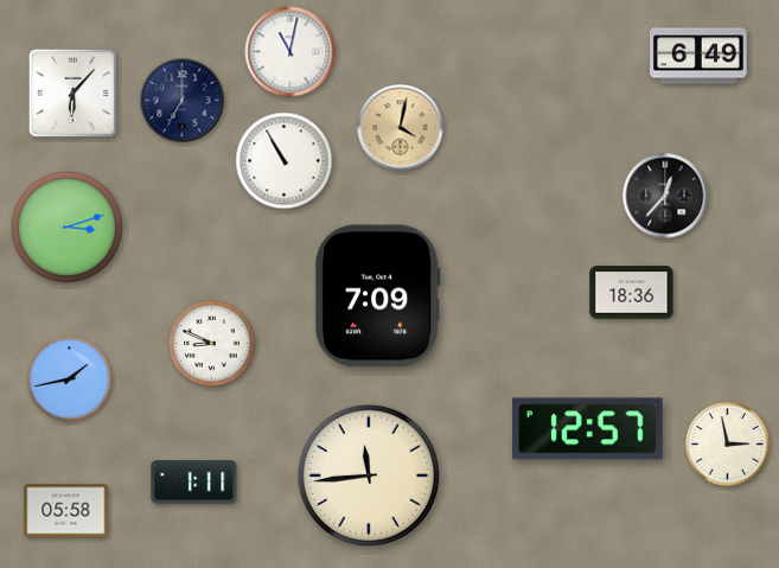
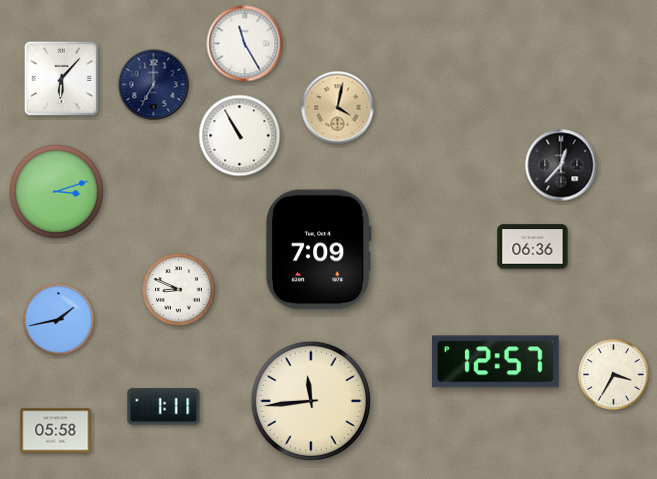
clock at (290, 52): 11:02 -> 11:25
clock at (700, 56): 6:49 -> none
clock at (632, 293): 18:36 -> 06:36
clock at (728, 445): 2:58 -> 3:35
